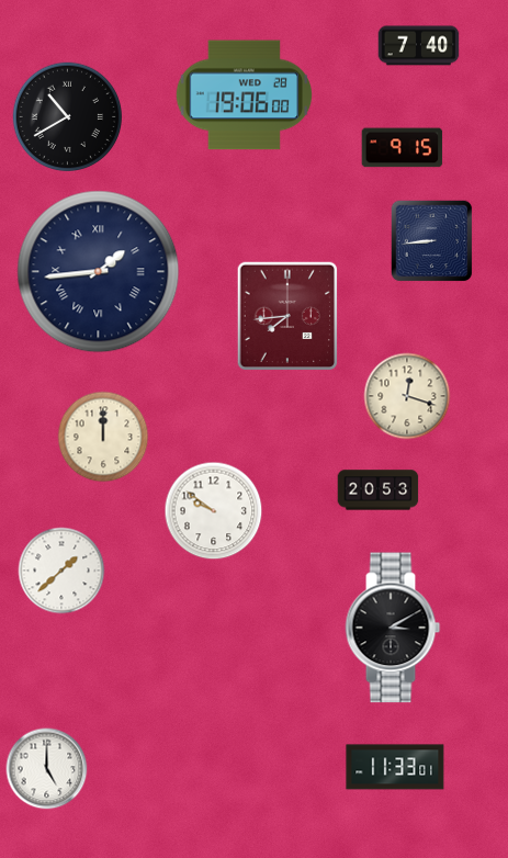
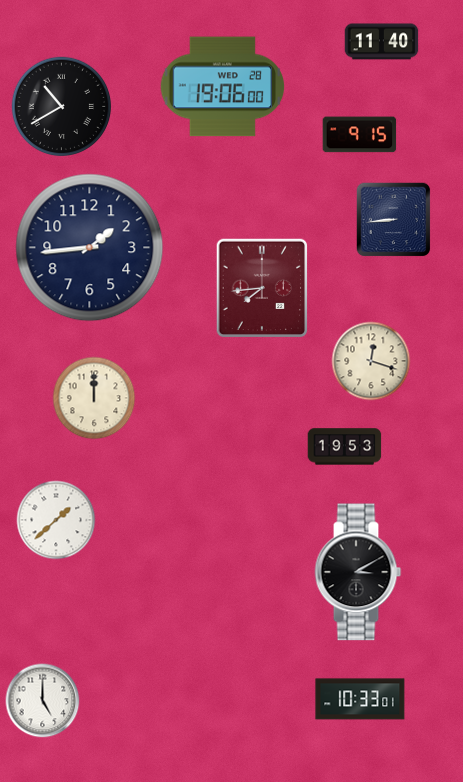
clock at (419, 46): 7:40 -> 11:40
clock at (403, 148) position: (403, 148) -> (360, 135)
clock at (99, 272) numerals: Roman -> Arabic
clock at (379, 490): 20:53 -> 19:53
clock at (214, 511): 9:51 -> none
clock at (395, 767): 11:33 -> 10:33
